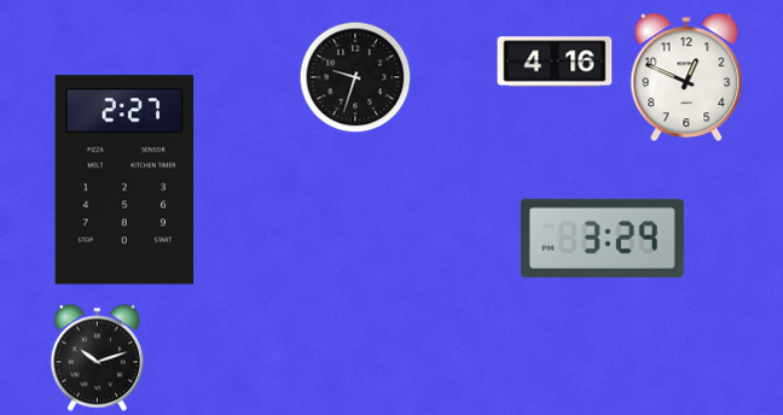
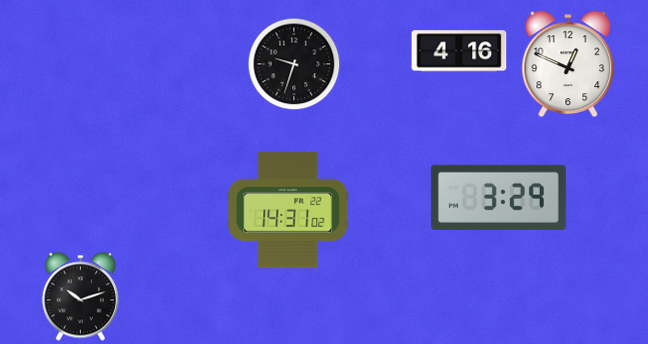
clock at (124, 180): 2:27 -> none
clock at (288, 210): none -> 14:31
